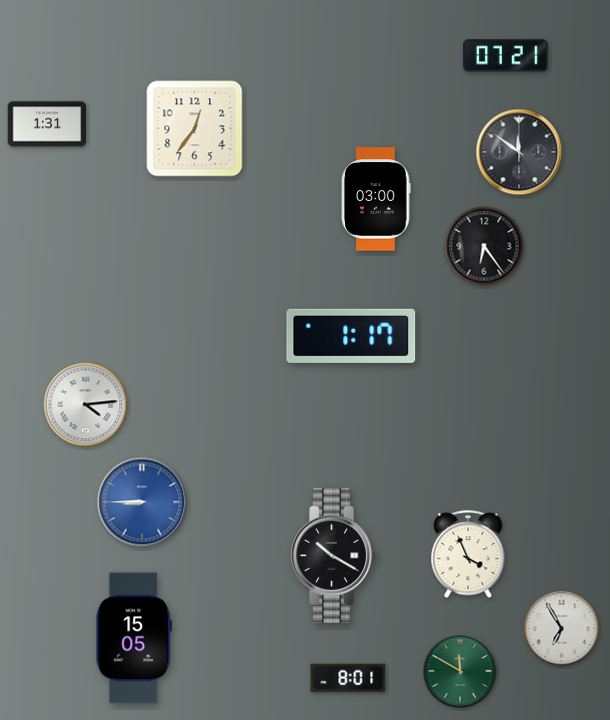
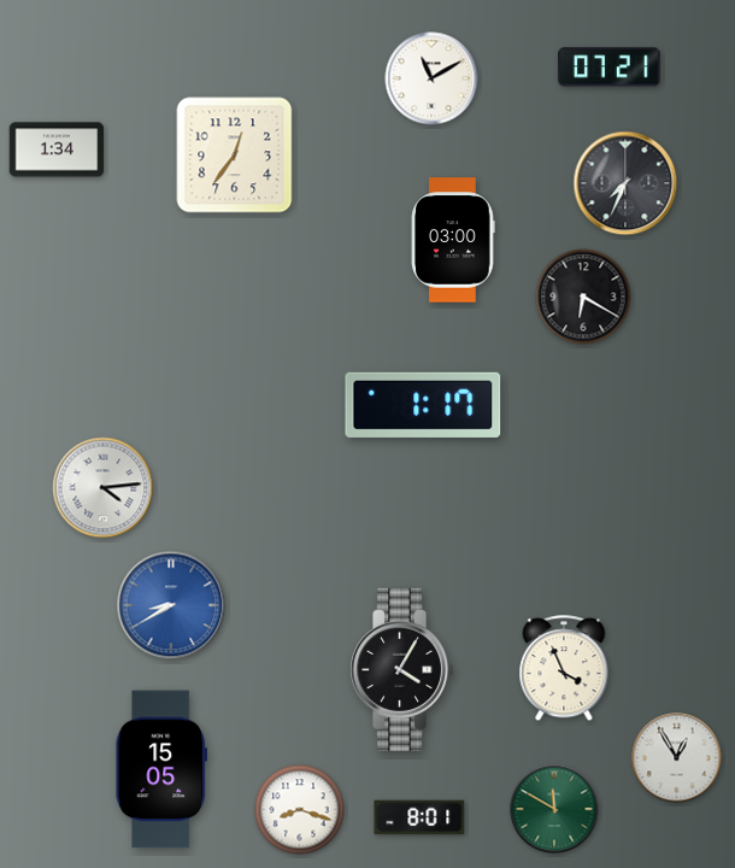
clock at (431, 78): none -> 11:10
clock at (47, 124): 1:31 -> 1:34
clock at (519, 152): 11:51 -> 7:34
clock at (484, 246): 6:24 -> 6:20
clock at (142, 502): 8:45 -> 8:40
clock at (334, 555): 10:20 -> 4:05
clock at (562, 629): 6:55 -> 12:55
clock at (300, 810): none -> 8:18
